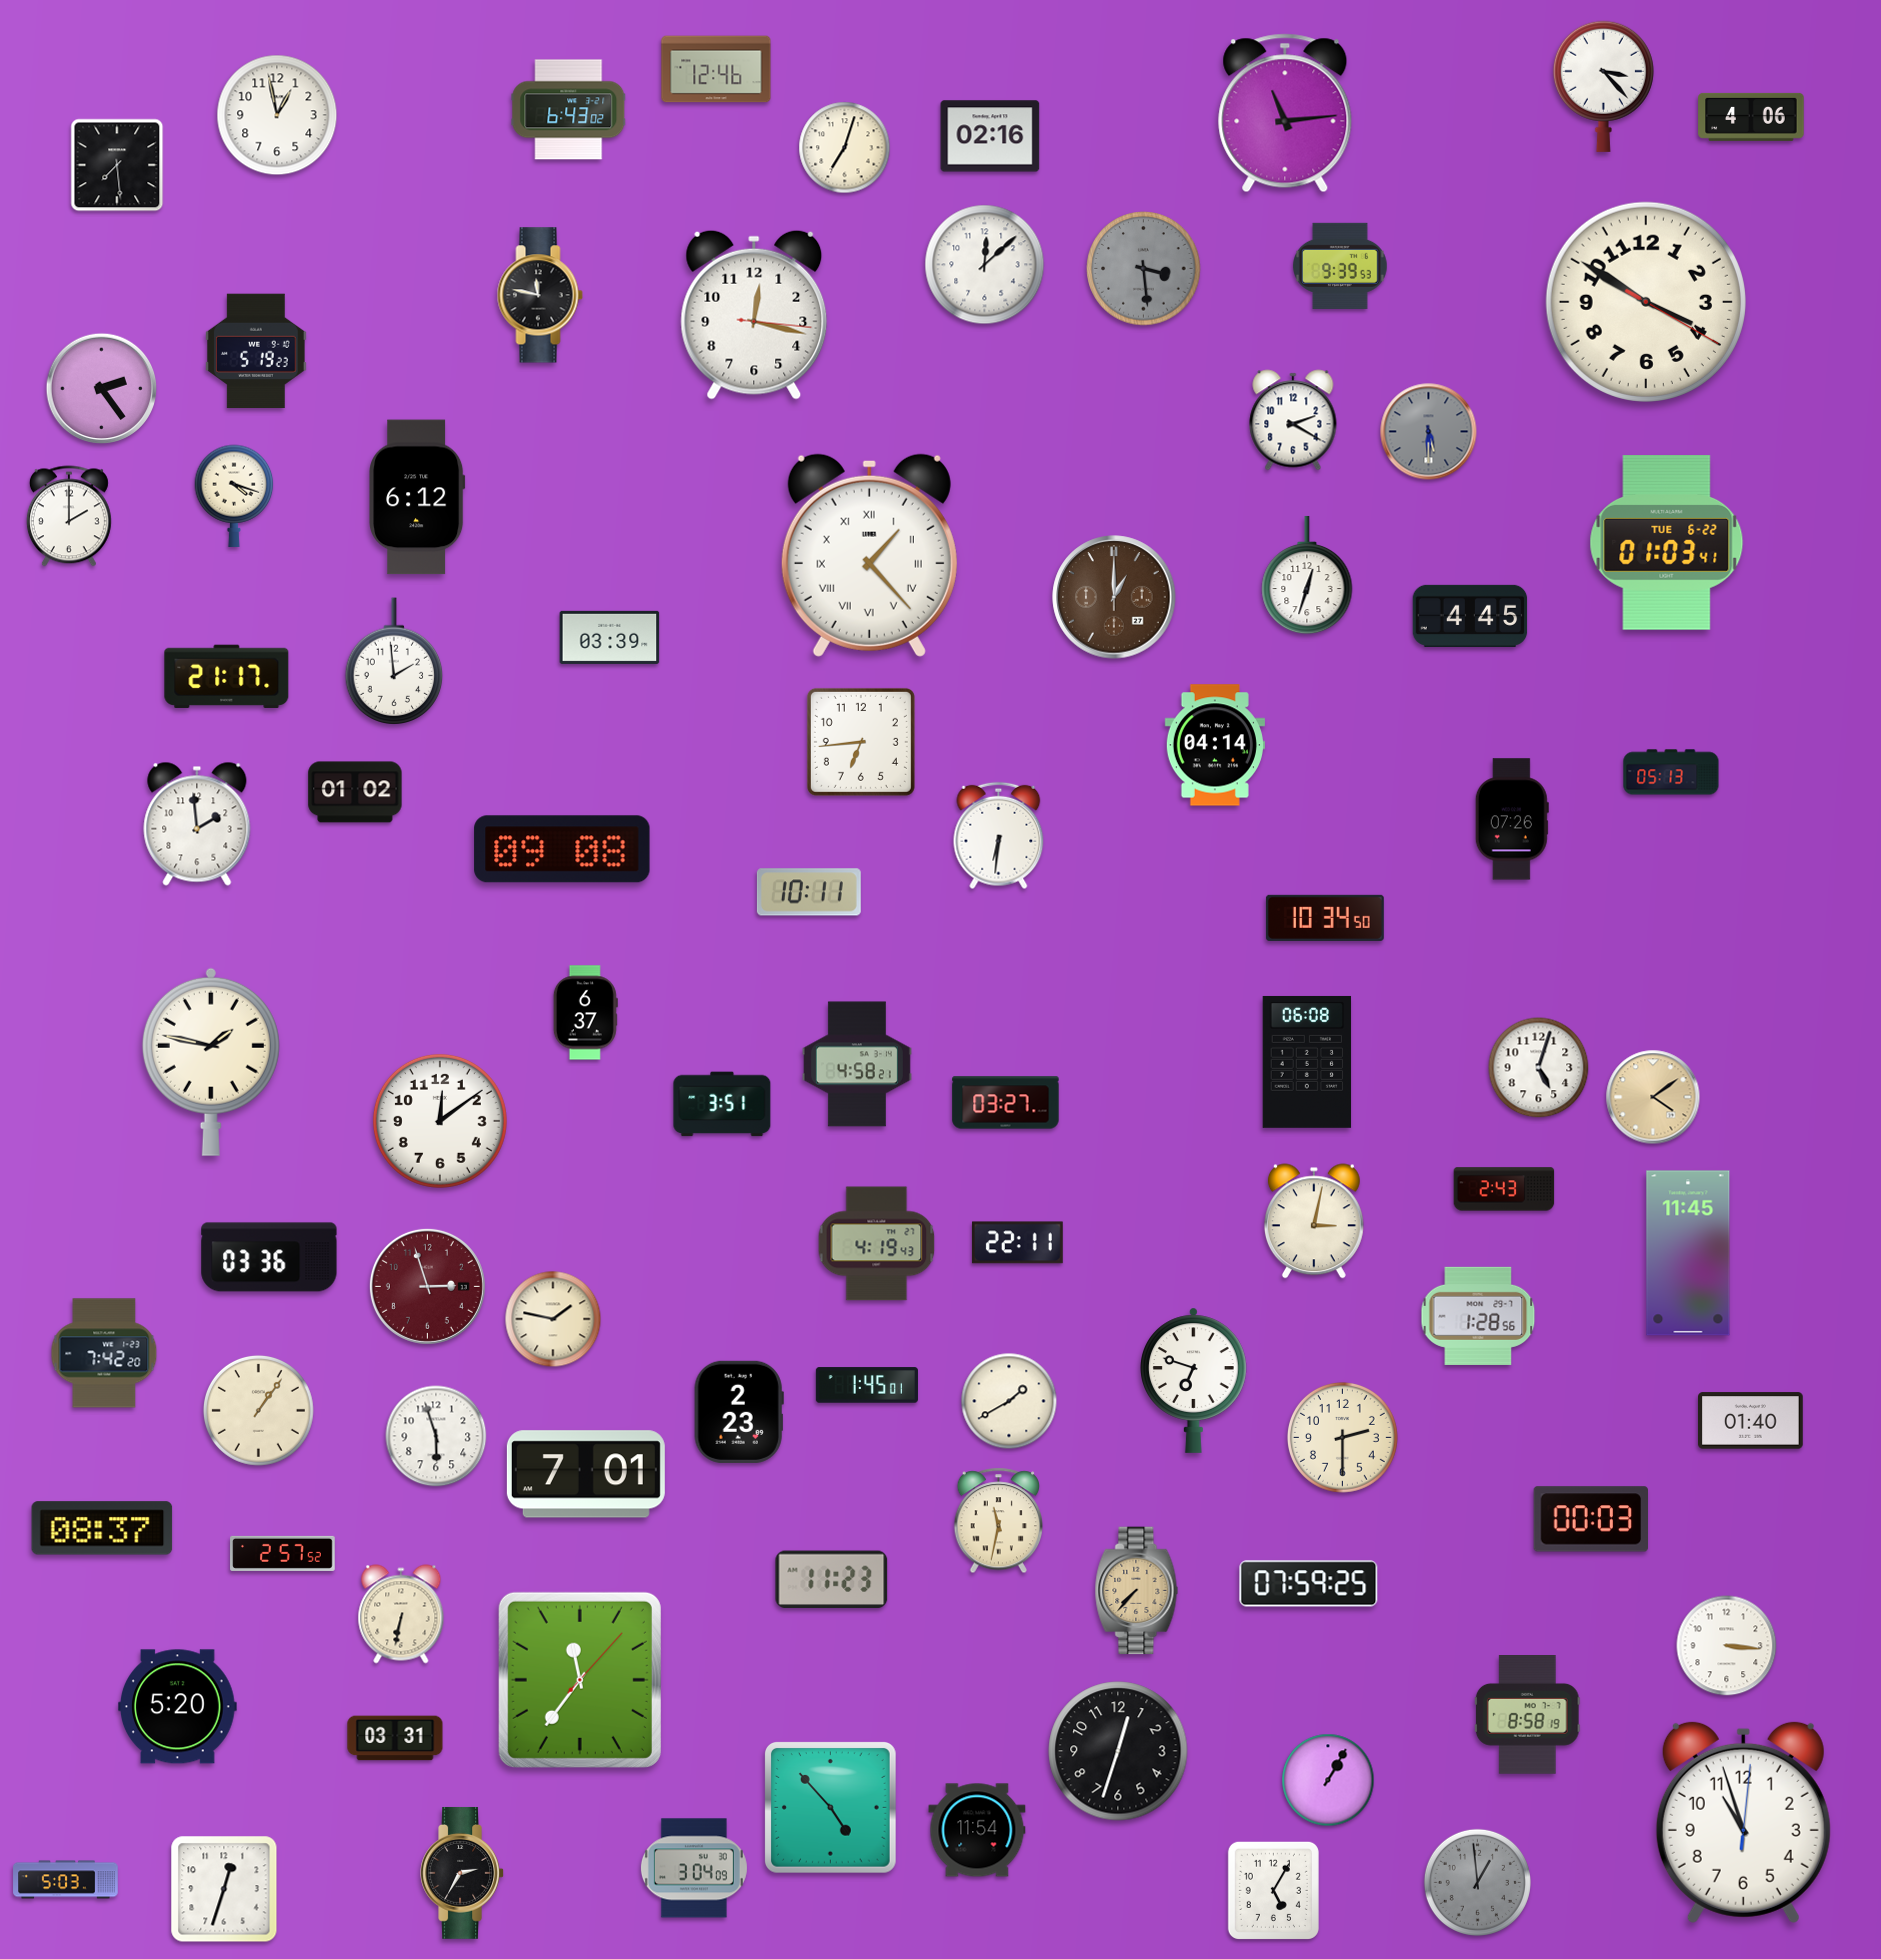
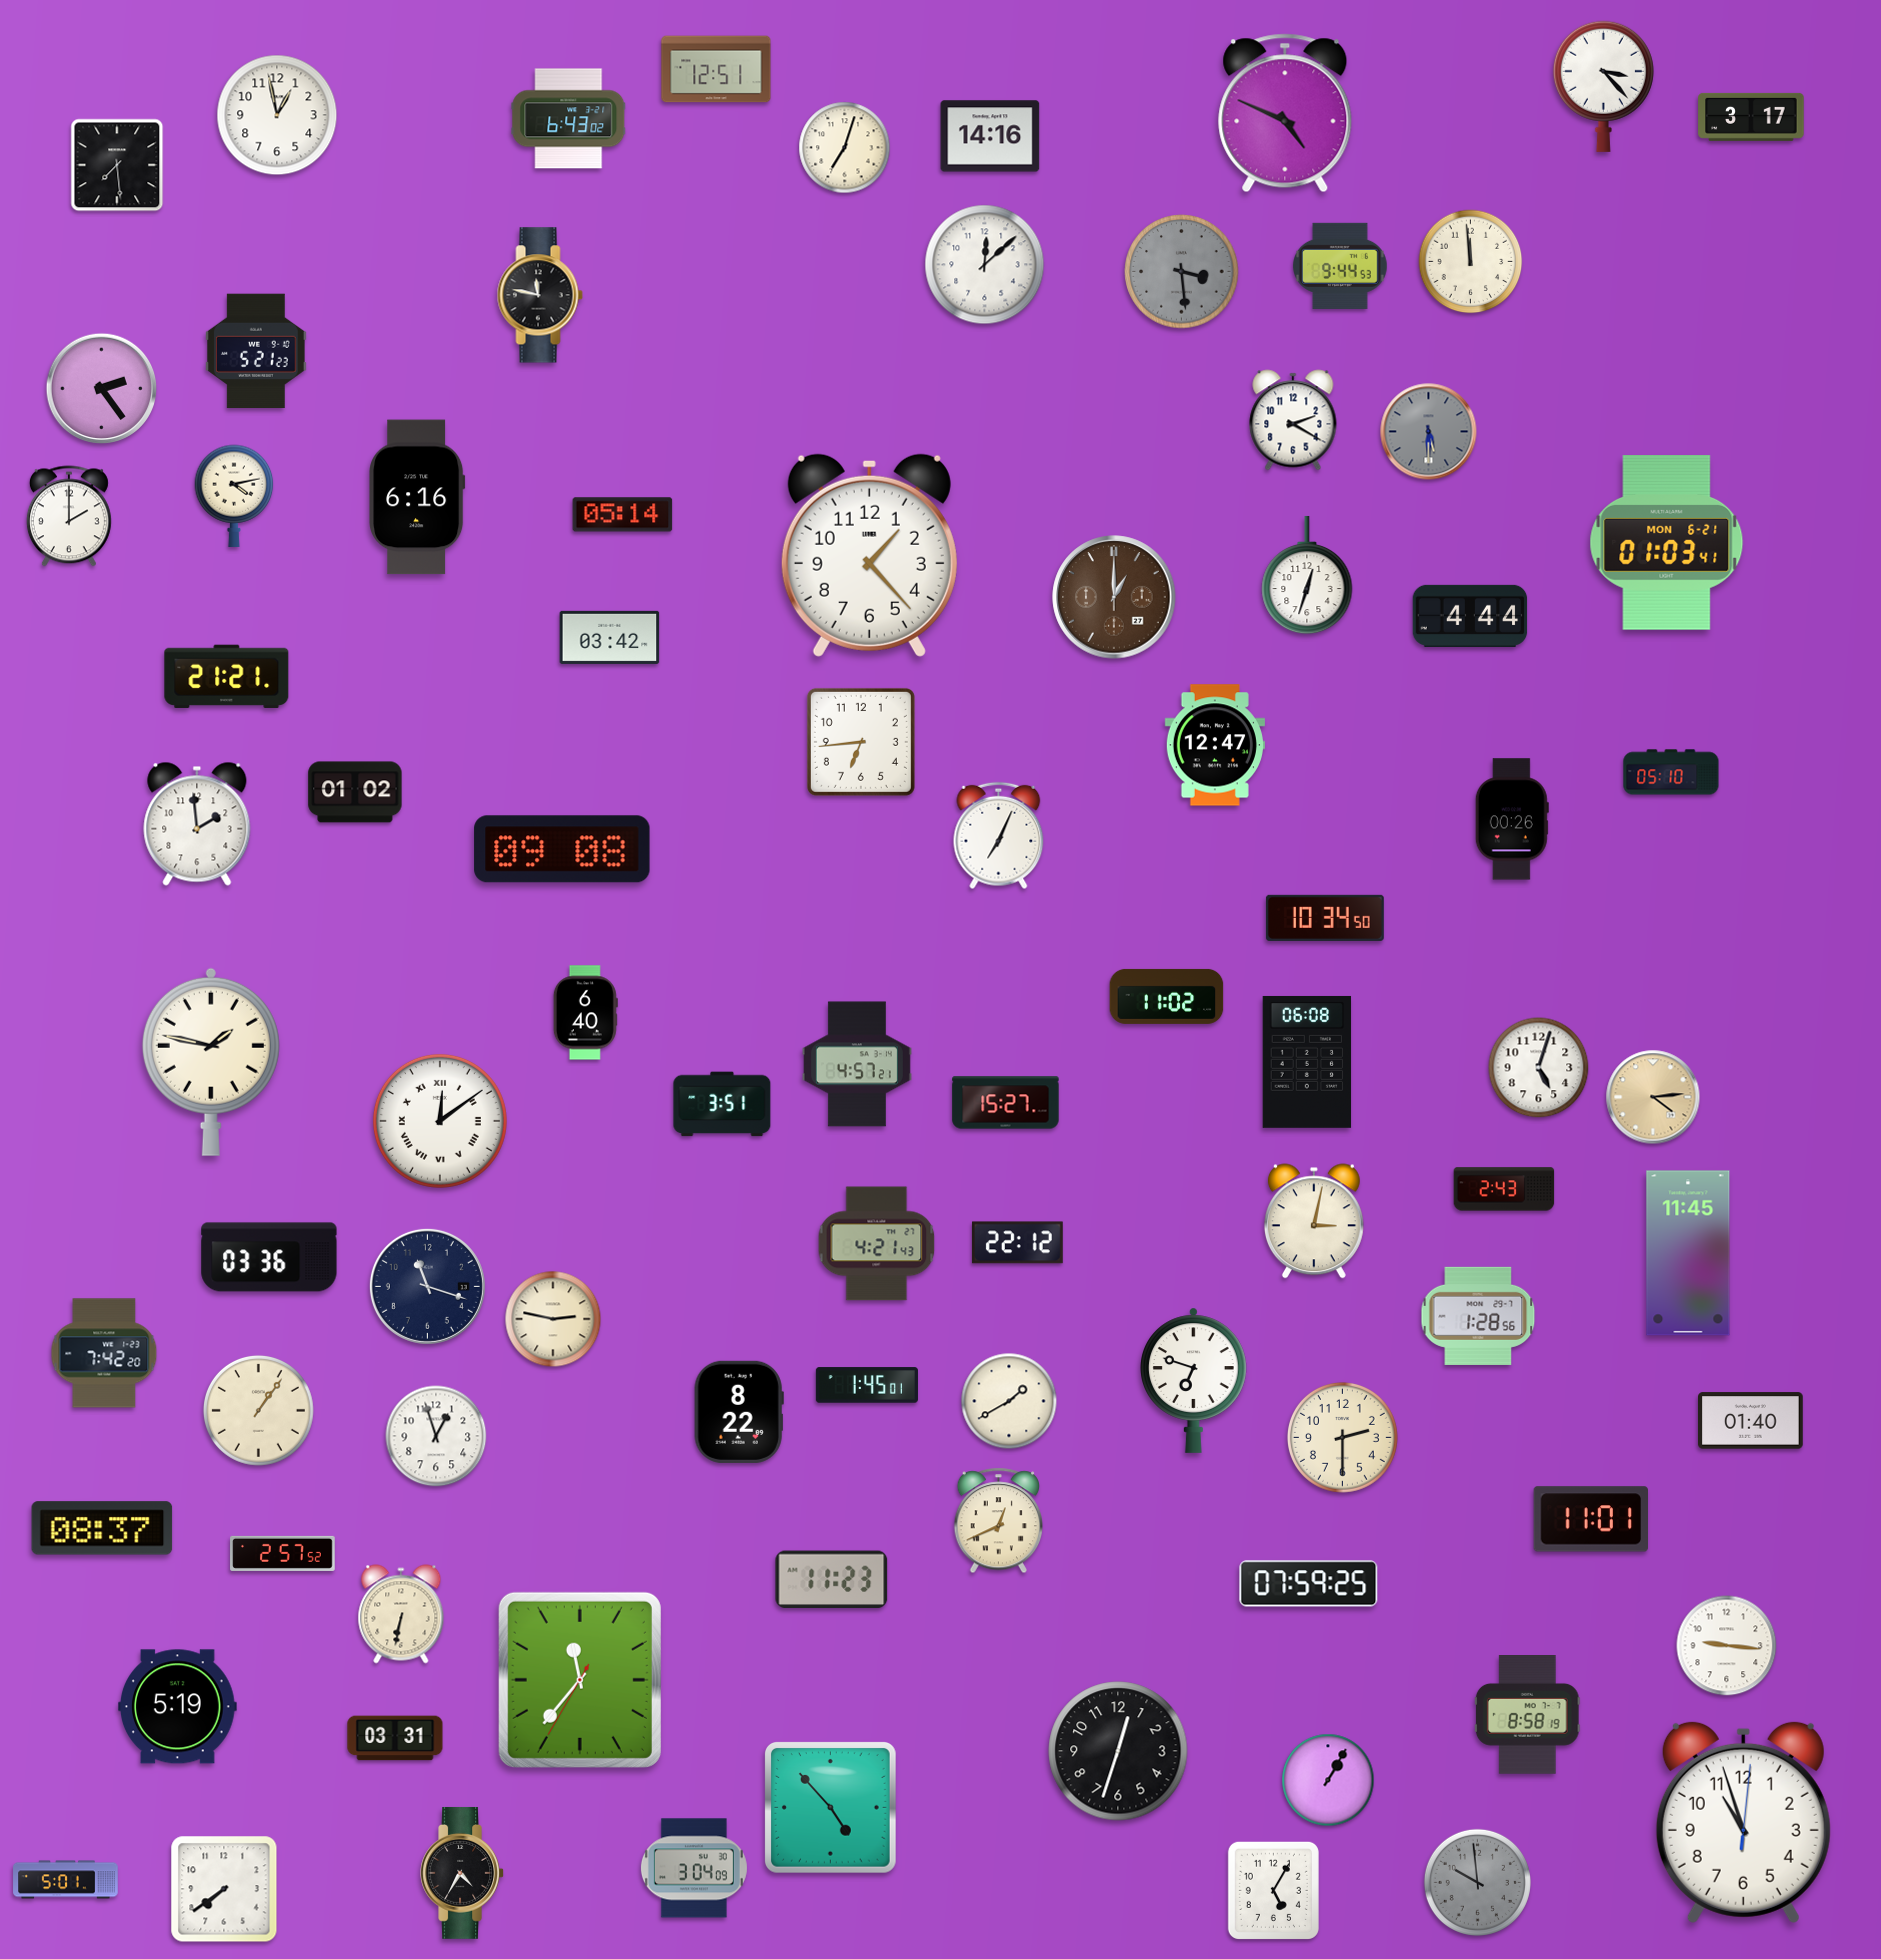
clock at (716, 69): 12:46 -> 12:51
clock at (569, 110) position: (569, 110) -> (569, 119)
clock at (1285, 113): 11:14 -> 4:49
clock at (1751, 117): 4:06 -> 3:17
clock at (990, 136): 02:16 -> 14:16
clock at (1471, 262): none -> 11:59
clock at (1341, 266): 9:39 -> 9:44
clock at (1144, 269) position: (1144, 269) -> (1182, 272)
clock at (1646, 302): 3:50 -> none
clock at (754, 315): 12:17 -> none
clock at (257, 351): 5:19 -> 5:21
clock at (234, 496): 4:18 -> 4:13
clock at (417, 497): 6:12 -> 6:16
clock at (623, 515): none -> 05:14
clock at (1667, 543) date: TUE 6-22 -> MON 6-21
clock at (869, 555) numerals: Roman -> Arabic
clock at (1470, 616): 4:45 -> 4:44
clock at (610, 637): 03:39 -> 03:42
clock at (394, 661): 1:59 -> none
clock at (227, 676): 21:17 -> 21:21
clock at (1215, 745): 04:14 -> 12:47
clock at (1671, 772): 05:13 -> 05:10
clock at (1512, 819): 07:26 -> 00:26
clock at (999, 836): 6:31 -> 7:04
clock at (809, 892): 10:11 -> none
clock at (1167, 996): none -> 11:02
clock at (585, 1013): 6:37 -> 6:40
clock at (857, 1064): 4:58 -> 4:57
clock at (1653, 1097): 4:09 -> 4:14
clock at (1006, 1103): 03:27 -> 15:27
clock at (440, 1121) numerals: Arabic -> Roman
clock at (1017, 1243): 22:11 -> 22:12
clock at (877, 1244): 4:19 -> 4:21
clock at (427, 1286): 2:57 -> 11:18
clock at (427, 1286) dial: burgundy -> navy
clock at (553, 1319): 1:47 -> 2:47
clock at (739, 1412): 2:23 -> 8:22
clock at (436, 1436): 5:57 -> 12:57
clock at (586, 1474): 7:01 -> none
clock at (1591, 1519): 00:03 -> 11:01
clock at (998, 1521): 11:32 -> 12:41
clock at (1137, 1591): 7:37 -> none
clock at (1727, 1646): 3:16 -> 9:16
clock at (580, 1680): 11:36:07 -> 11:36:35
clock at (178, 1707): 5:20 -> 5:19
clock at (977, 1830): 11:54 -> none
clock at (462, 1873): 2:35 -> 4:35
clock at (66, 1880): 5:03 -> 5:01
clock at (1477, 1882): 12:59 -> 9:59
clock at (224, 1889): 12:33 -> 7:39
